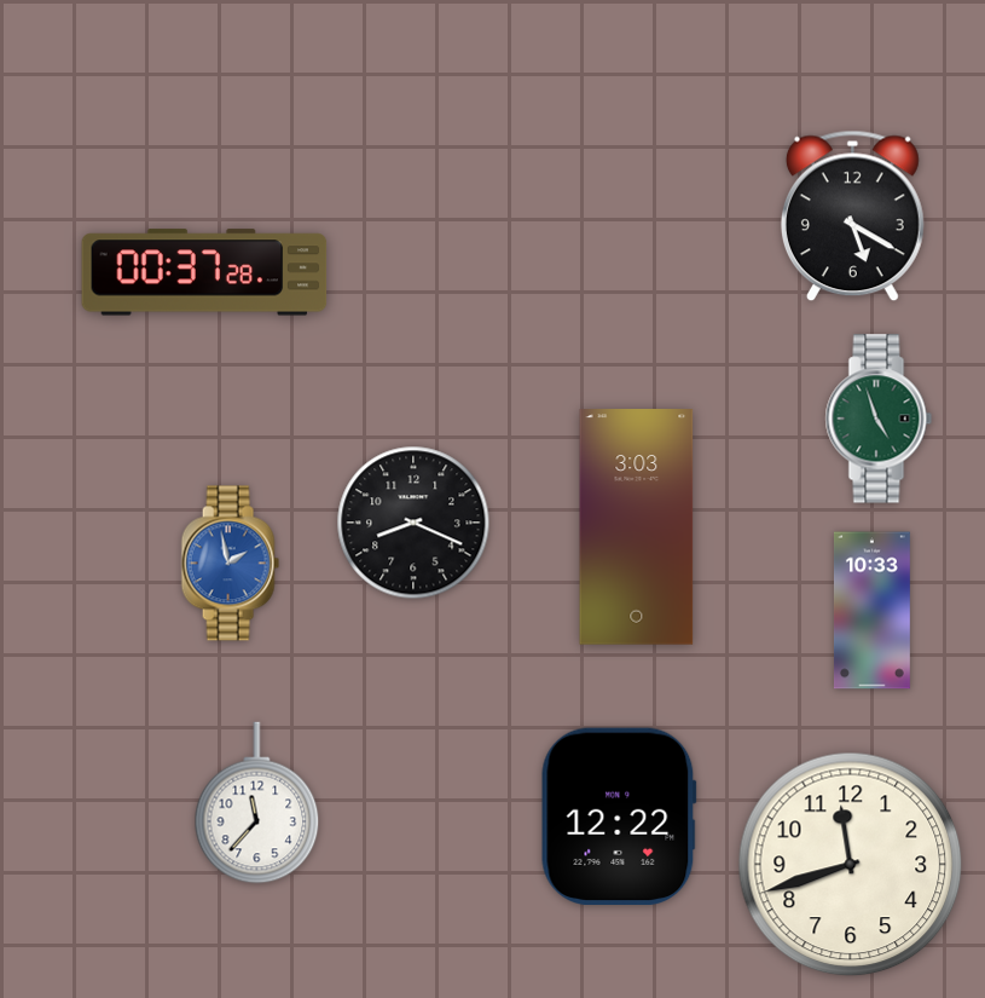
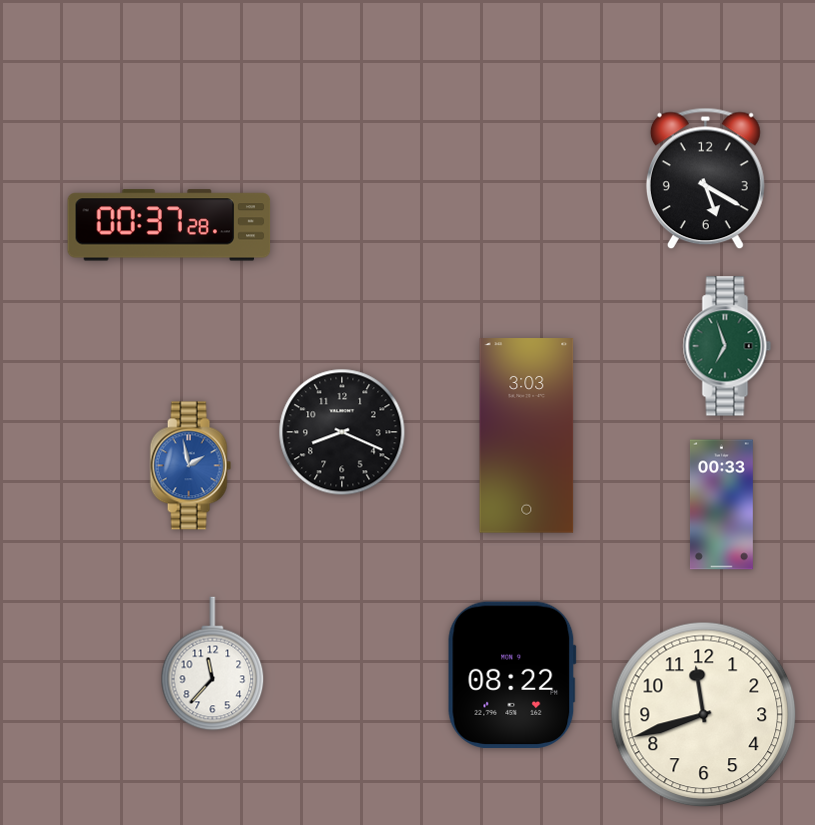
clock at (879, 419): 4:57 -> 6:57
clock at (871, 611): 10:33 -> 00:33
clock at (619, 815): 12:22 -> 08:22
